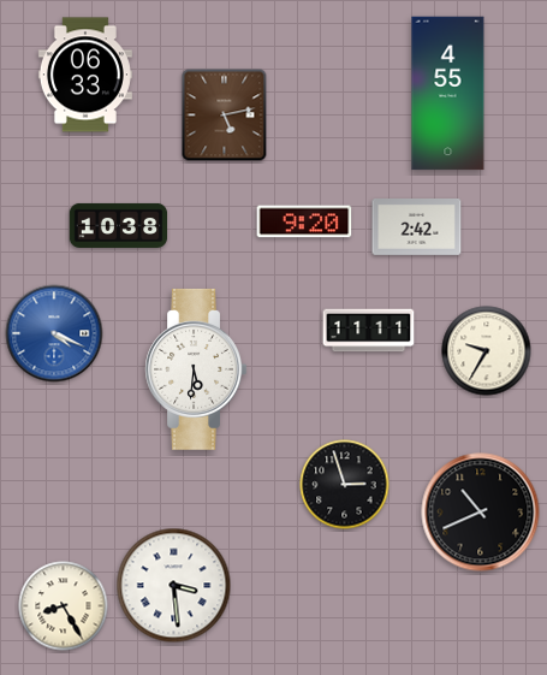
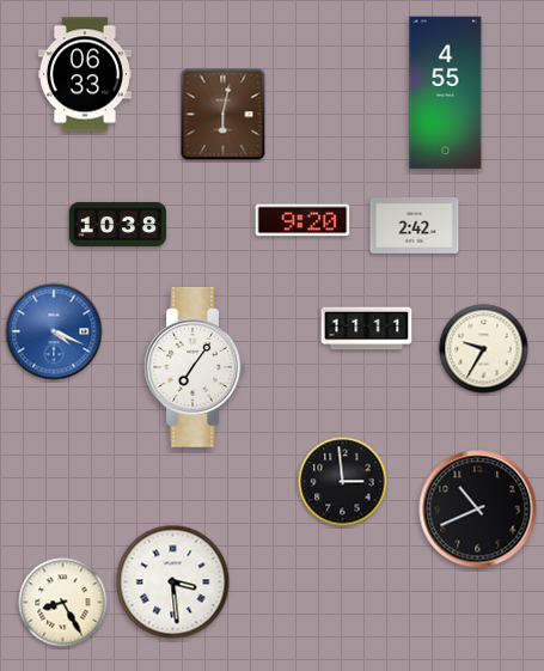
clock at (225, 116): 5:13 -> 6:02
clock at (195, 369): 5:31 -> 7:06
clock at (345, 485): 2:57 -> 2:59
